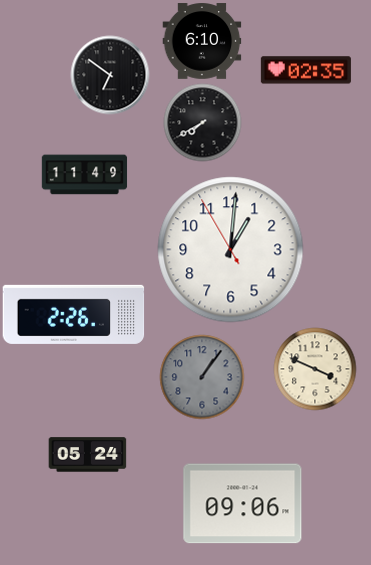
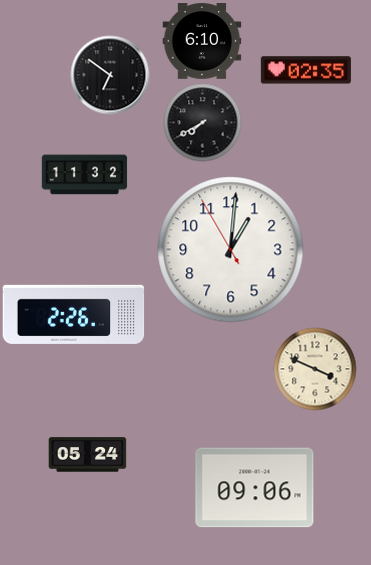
clock at (84, 175): 11:49 -> 11:32
clock at (202, 377): 1:06 -> none
clock at (243, 504) position: (243, 504) -> (255, 488)
